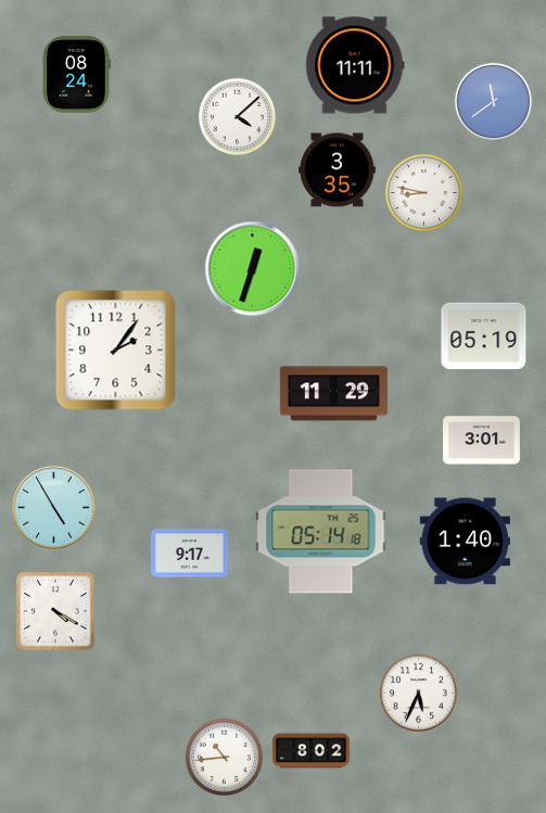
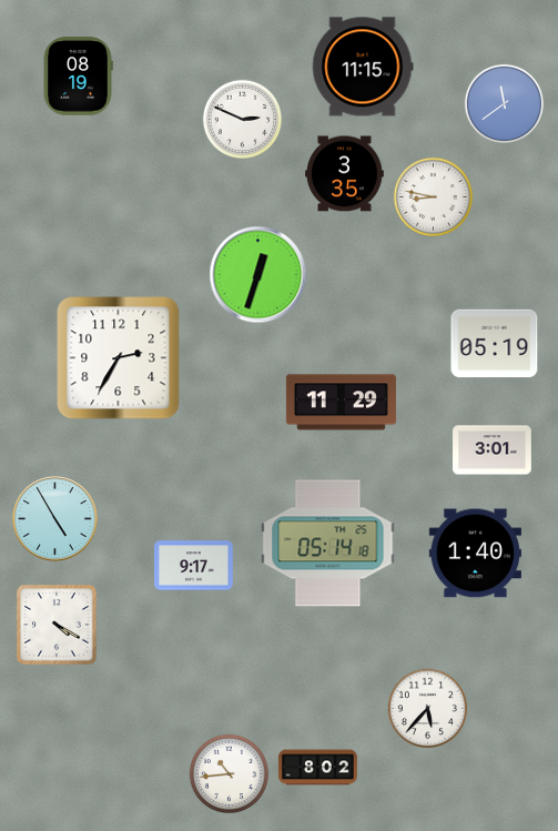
clock at (355, 65): 11:11 -> 11:15
clock at (76, 75): 08:24 -> 08:19
clock at (238, 117): 4:08 -> 2:49
clock at (116, 351): 2:06 -> 2:35
clock at (419, 694): 5:34 -> 5:37
